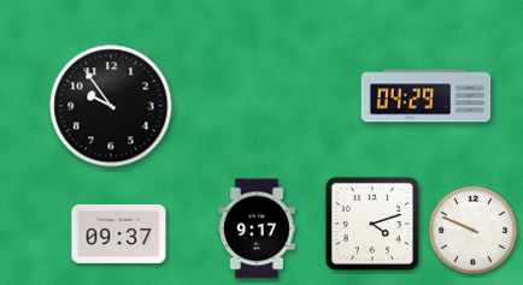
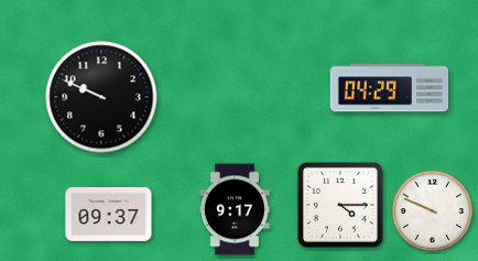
clock at (111, 106): 9:54 -> 9:49
clock at (372, 224): 4:12 -> 4:15
